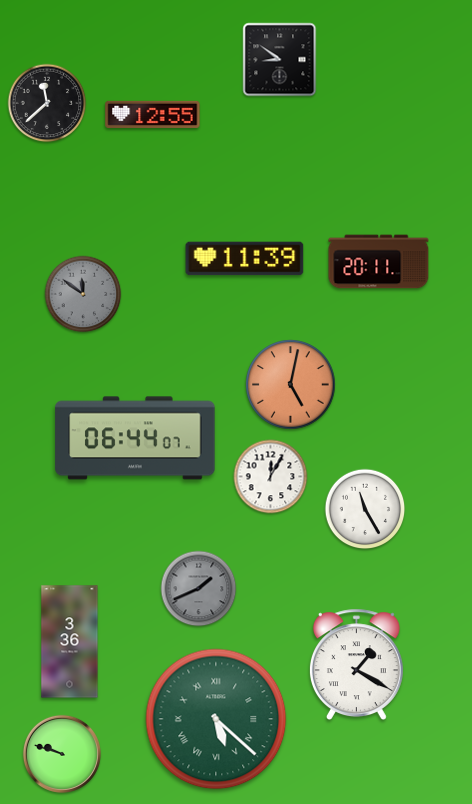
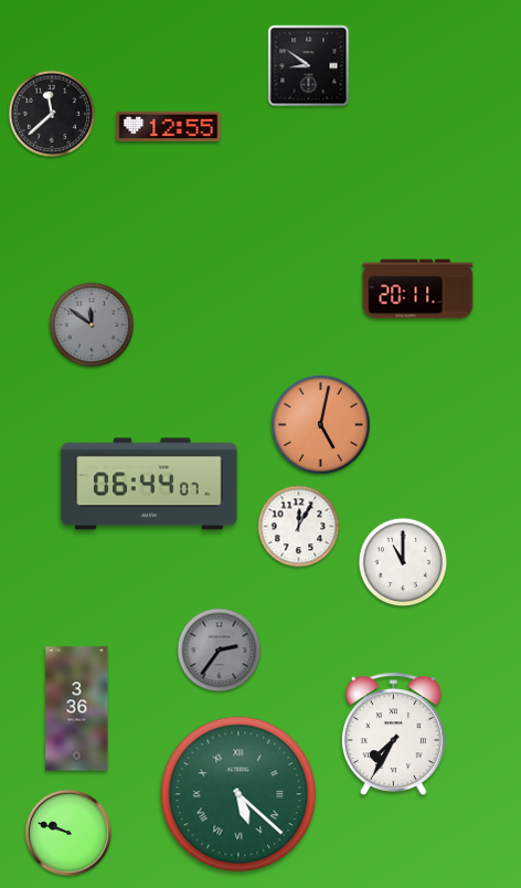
clock at (245, 259): 11:39 -> none
clock at (365, 509): 11:25 -> 11:00
clock at (199, 589): 1:41 -> 2:36
clock at (356, 664): 1:20 -> 7:35
